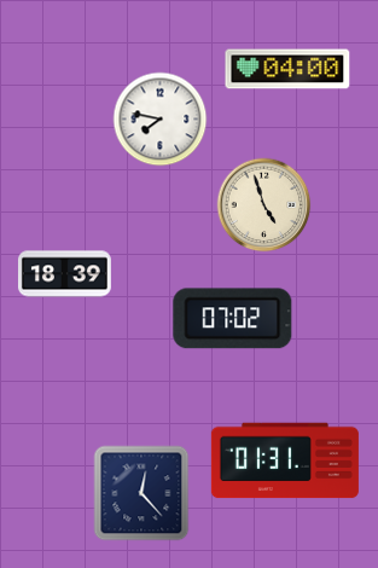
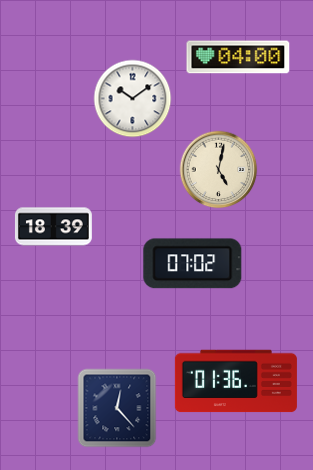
clock at (159, 118): 7:47 -> 10:09
clock at (263, 204): 4:57 -> 5:02
clock at (285, 460): 01:31 -> 01:36
